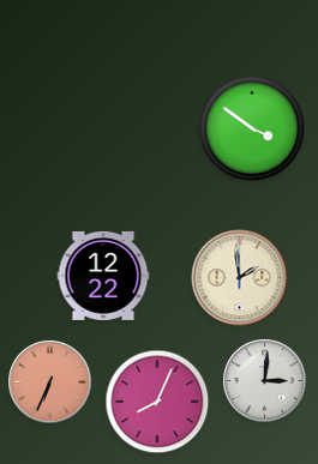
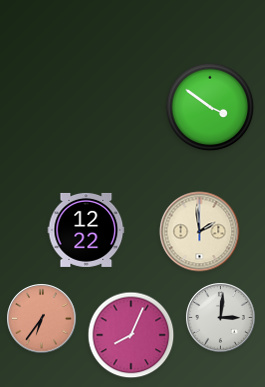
clock at (50, 382): 6:34 -> 6:36
